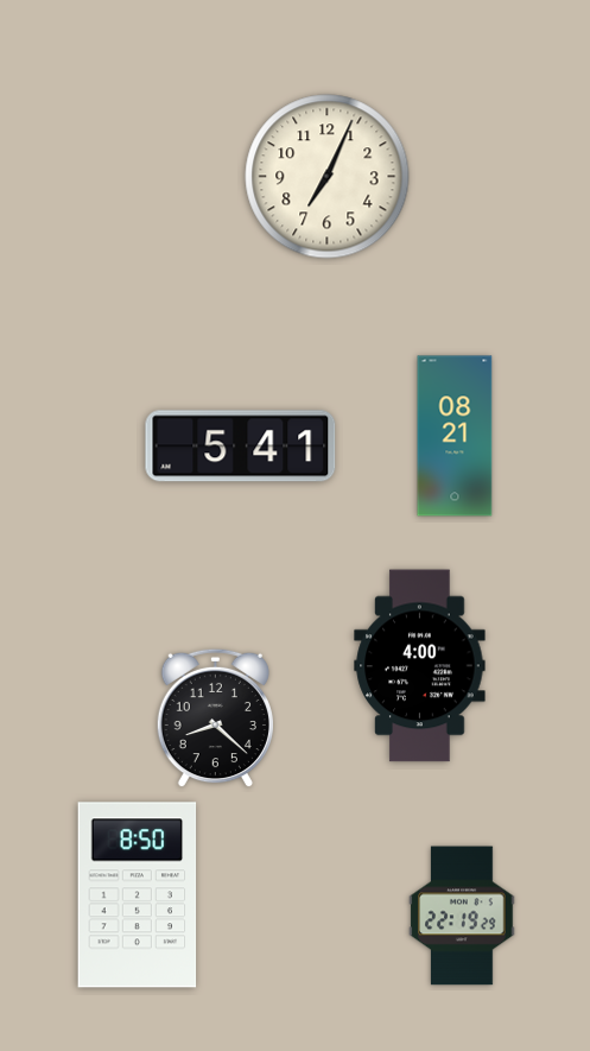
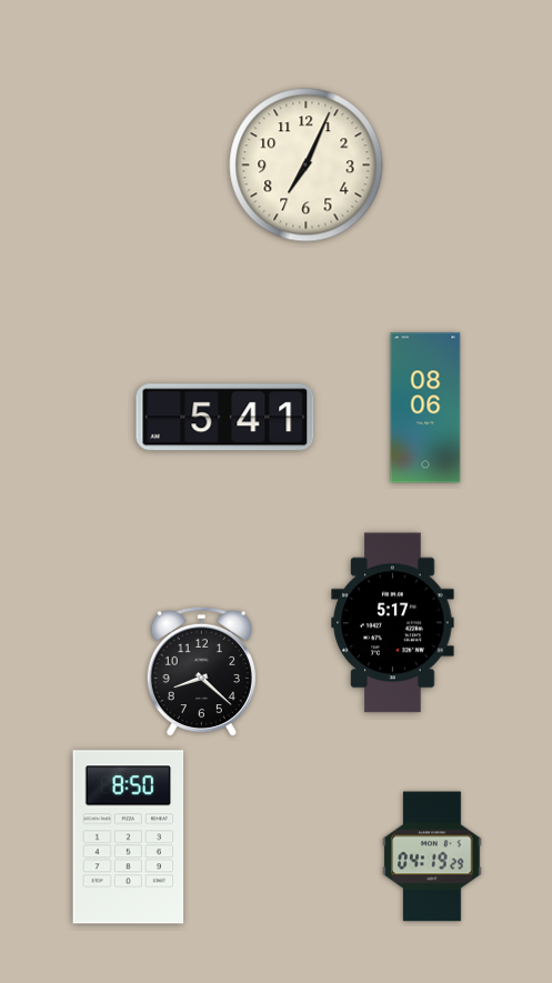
clock at (455, 436): 08:21 -> 08:06
clock at (420, 666): 4:00 -> 5:17
clock at (462, 916): 22:19 -> 04:19
